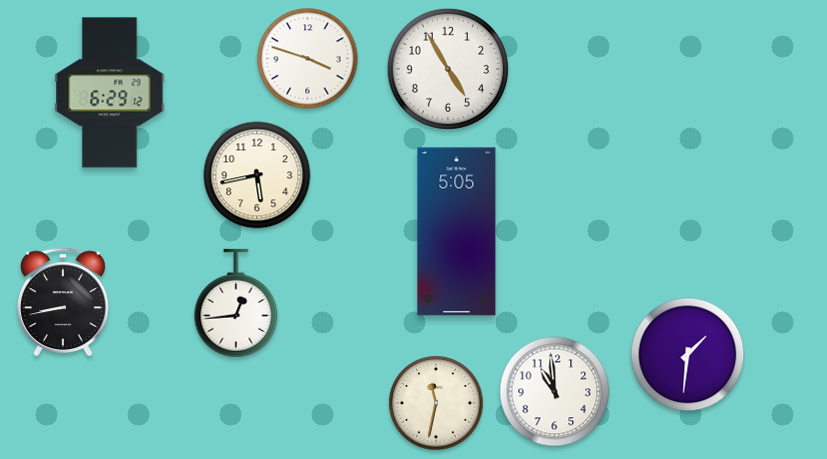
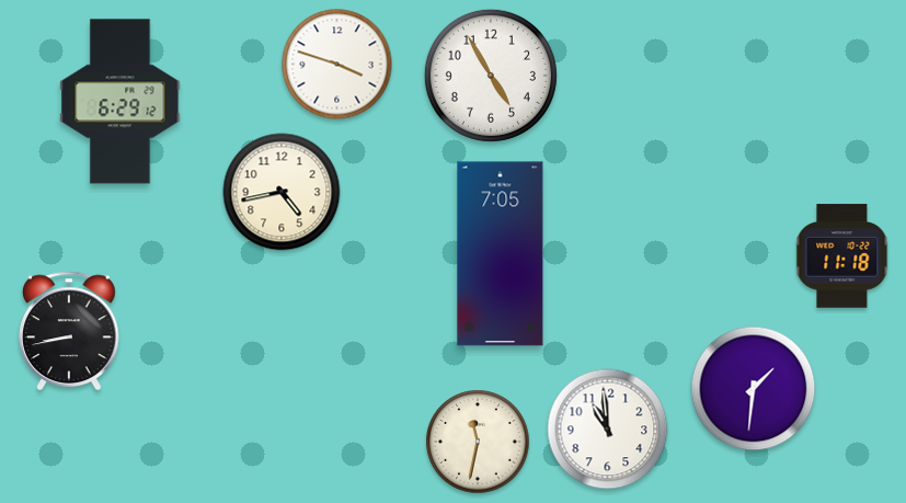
clock at (257, 175): 5:43 -> 4:43
clock at (457, 232): 5:05 -> 7:05
clock at (842, 256): none -> 11:18
clock at (236, 303): 12:44 -> none
